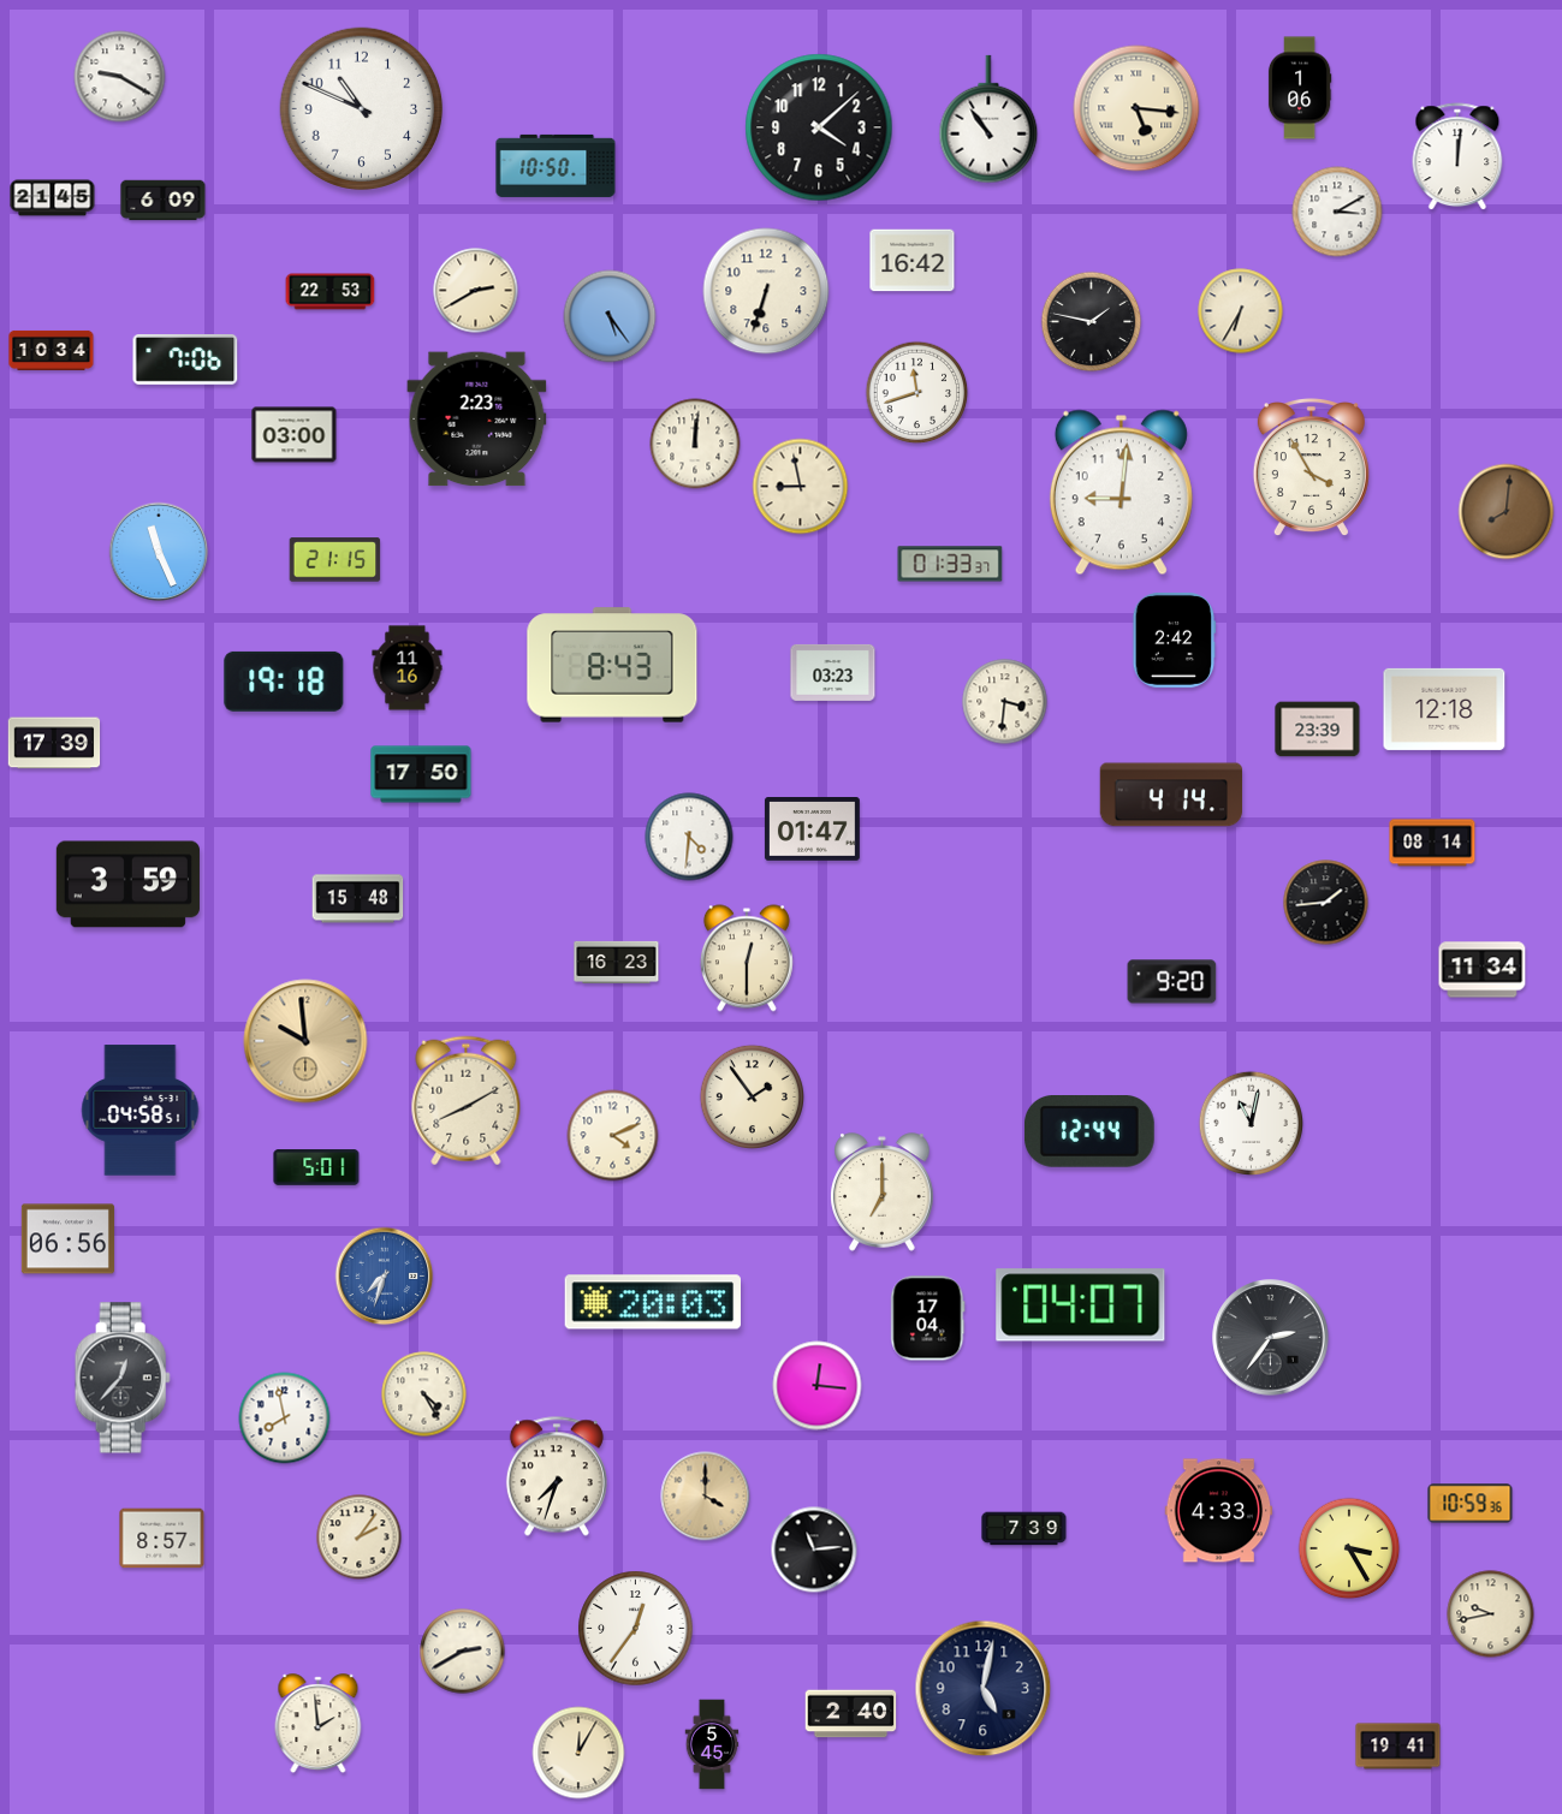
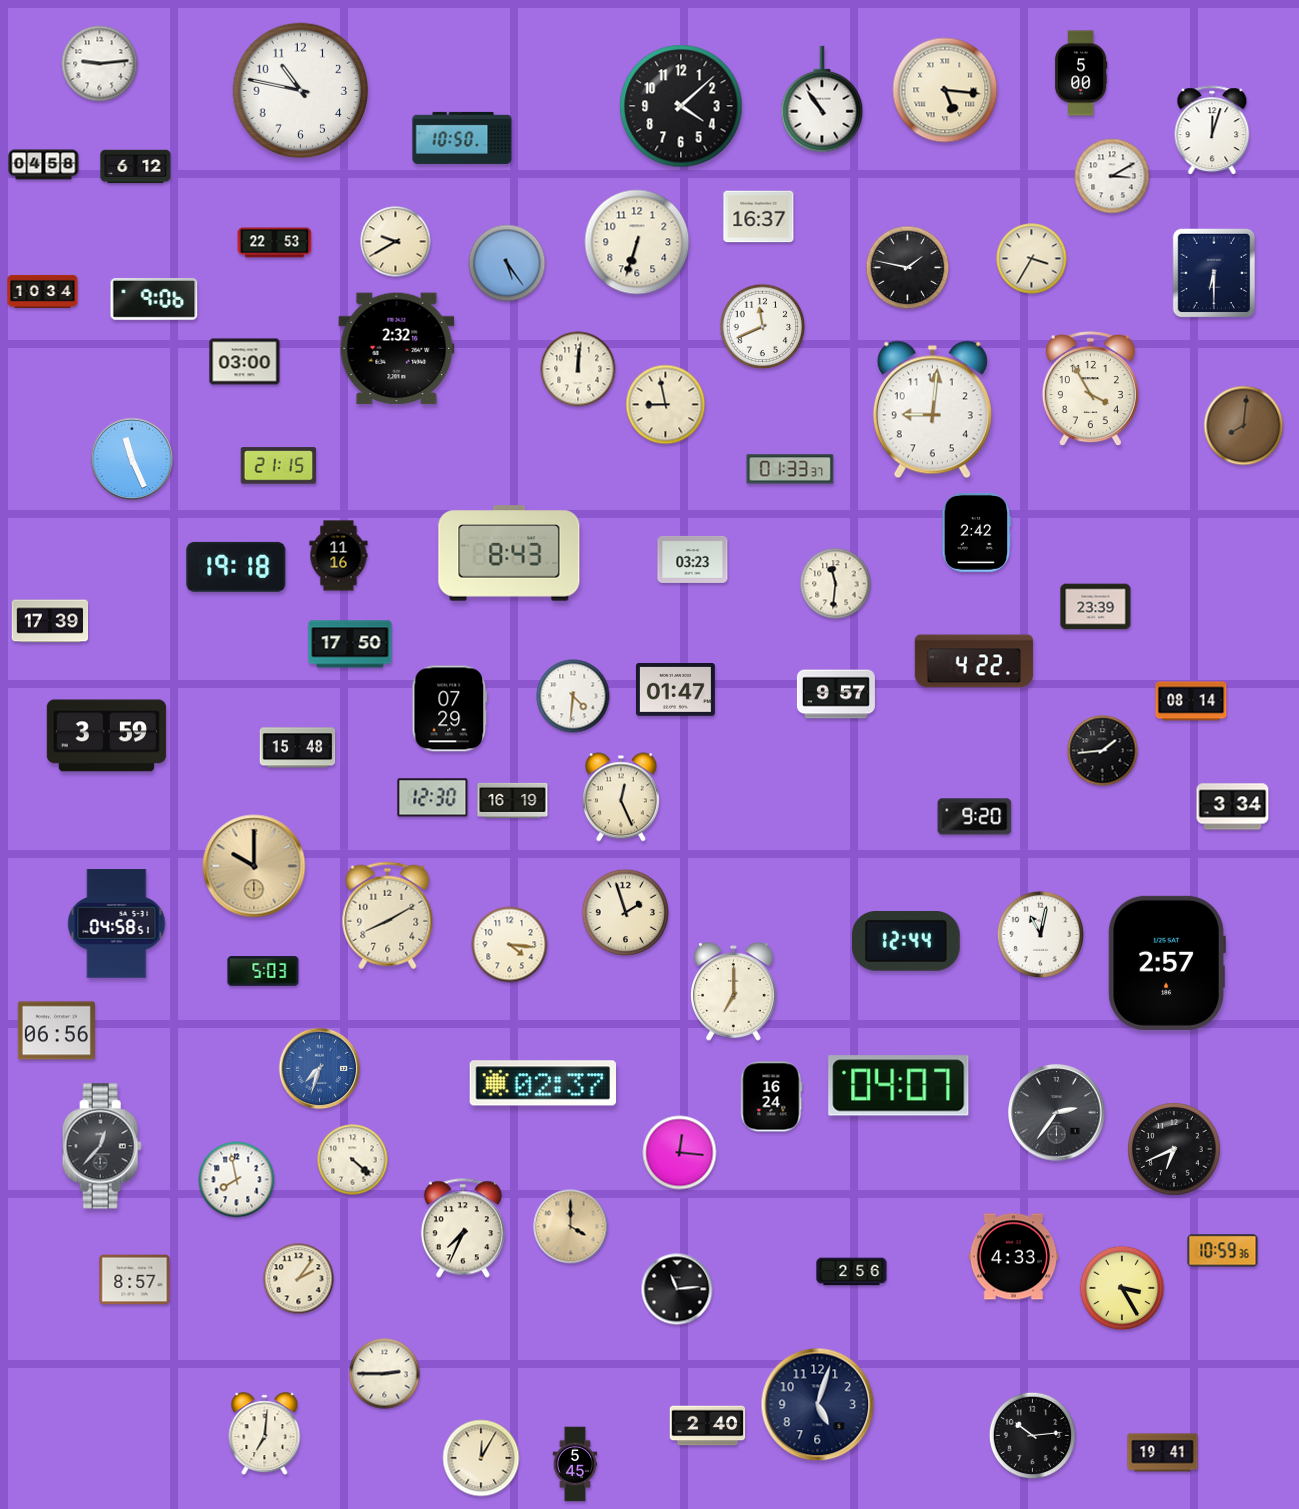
clock at (120, 77): 9:20 -> 9:14
clock at (1300, 88): 1:06 -> 5:00
clock at (362, 109): 10:49 -> 10:47
clock at (1457, 157): 12:01 -> 12:03
clock at (53, 198): 21:45 -> 04:58
clock at (164, 201): 6:09 -> 6:12
clock at (913, 261): 16:42 -> 16:37
clock at (476, 291): 2:40 -> 9:40
clock at (1241, 311): 6:35 -> 3:35
clock at (1214, 273): none -> 6:30
clock at (185, 361): 7:06 -> 9:06
clock at (917, 393): 11:42 -> 11:41
clock at (477, 420): 2:23 -> 2:32
clock at (1507, 512) position: (1507, 512) -> (1244, 426)
clock at (1005, 702): 3:31 -> 11:31
clock at (1444, 709): 12:18 -> none
clock at (54, 743) position: (54, 743) -> (50, 621)
clock at (1171, 795): 4:14 -> 4:22
clock at (836, 694): none -> 9:57
clock at (450, 709): none -> 07:29
clock at (747, 958): 12:30 -> 12:26
clock at (433, 798): none -> 12:30
clock at (617, 962): 16:23 -> 16:19
clock at (1483, 970): 11:34 -> 3:34
clock at (305, 1041): 9:59 -> 10:00
clock at (752, 1096): 1:54 -> 1:57
clock at (613, 1136): 4:11 -> 4:16
clock at (1167, 963): none -> 2:57
clock at (316, 1167): 5:01 -> 5:03
clock at (385, 1277) position: (385, 1277) -> (320, 1069)
clock at (652, 1302): 20:03 -> 02:37
clock at (928, 1319): 17:04 -> 16:24
clock at (1174, 1149): none -> 6:41
clock at (424, 1394): 4:25 -> 4:22
clock at (557, 1476): 7:33 -> 7:34
clock at (706, 1497) position: (706, 1497) -> (571, 1227)
clock at (1024, 1529): 7:39 -> 2:56
clock at (1491, 1614): 9:43 -> none
clock at (636, 1629): 12:36 -> none
clock at (463, 1652): 2:40 -> 2:45
clock at (984, 1689): 5:02 -> 5:03
clock at (319, 1724): 1:59 -> 7:01
clock at (1032, 1435): none -> 10:14
clock at (712, 1744) position: (712, 1744) -> (575, 1464)
